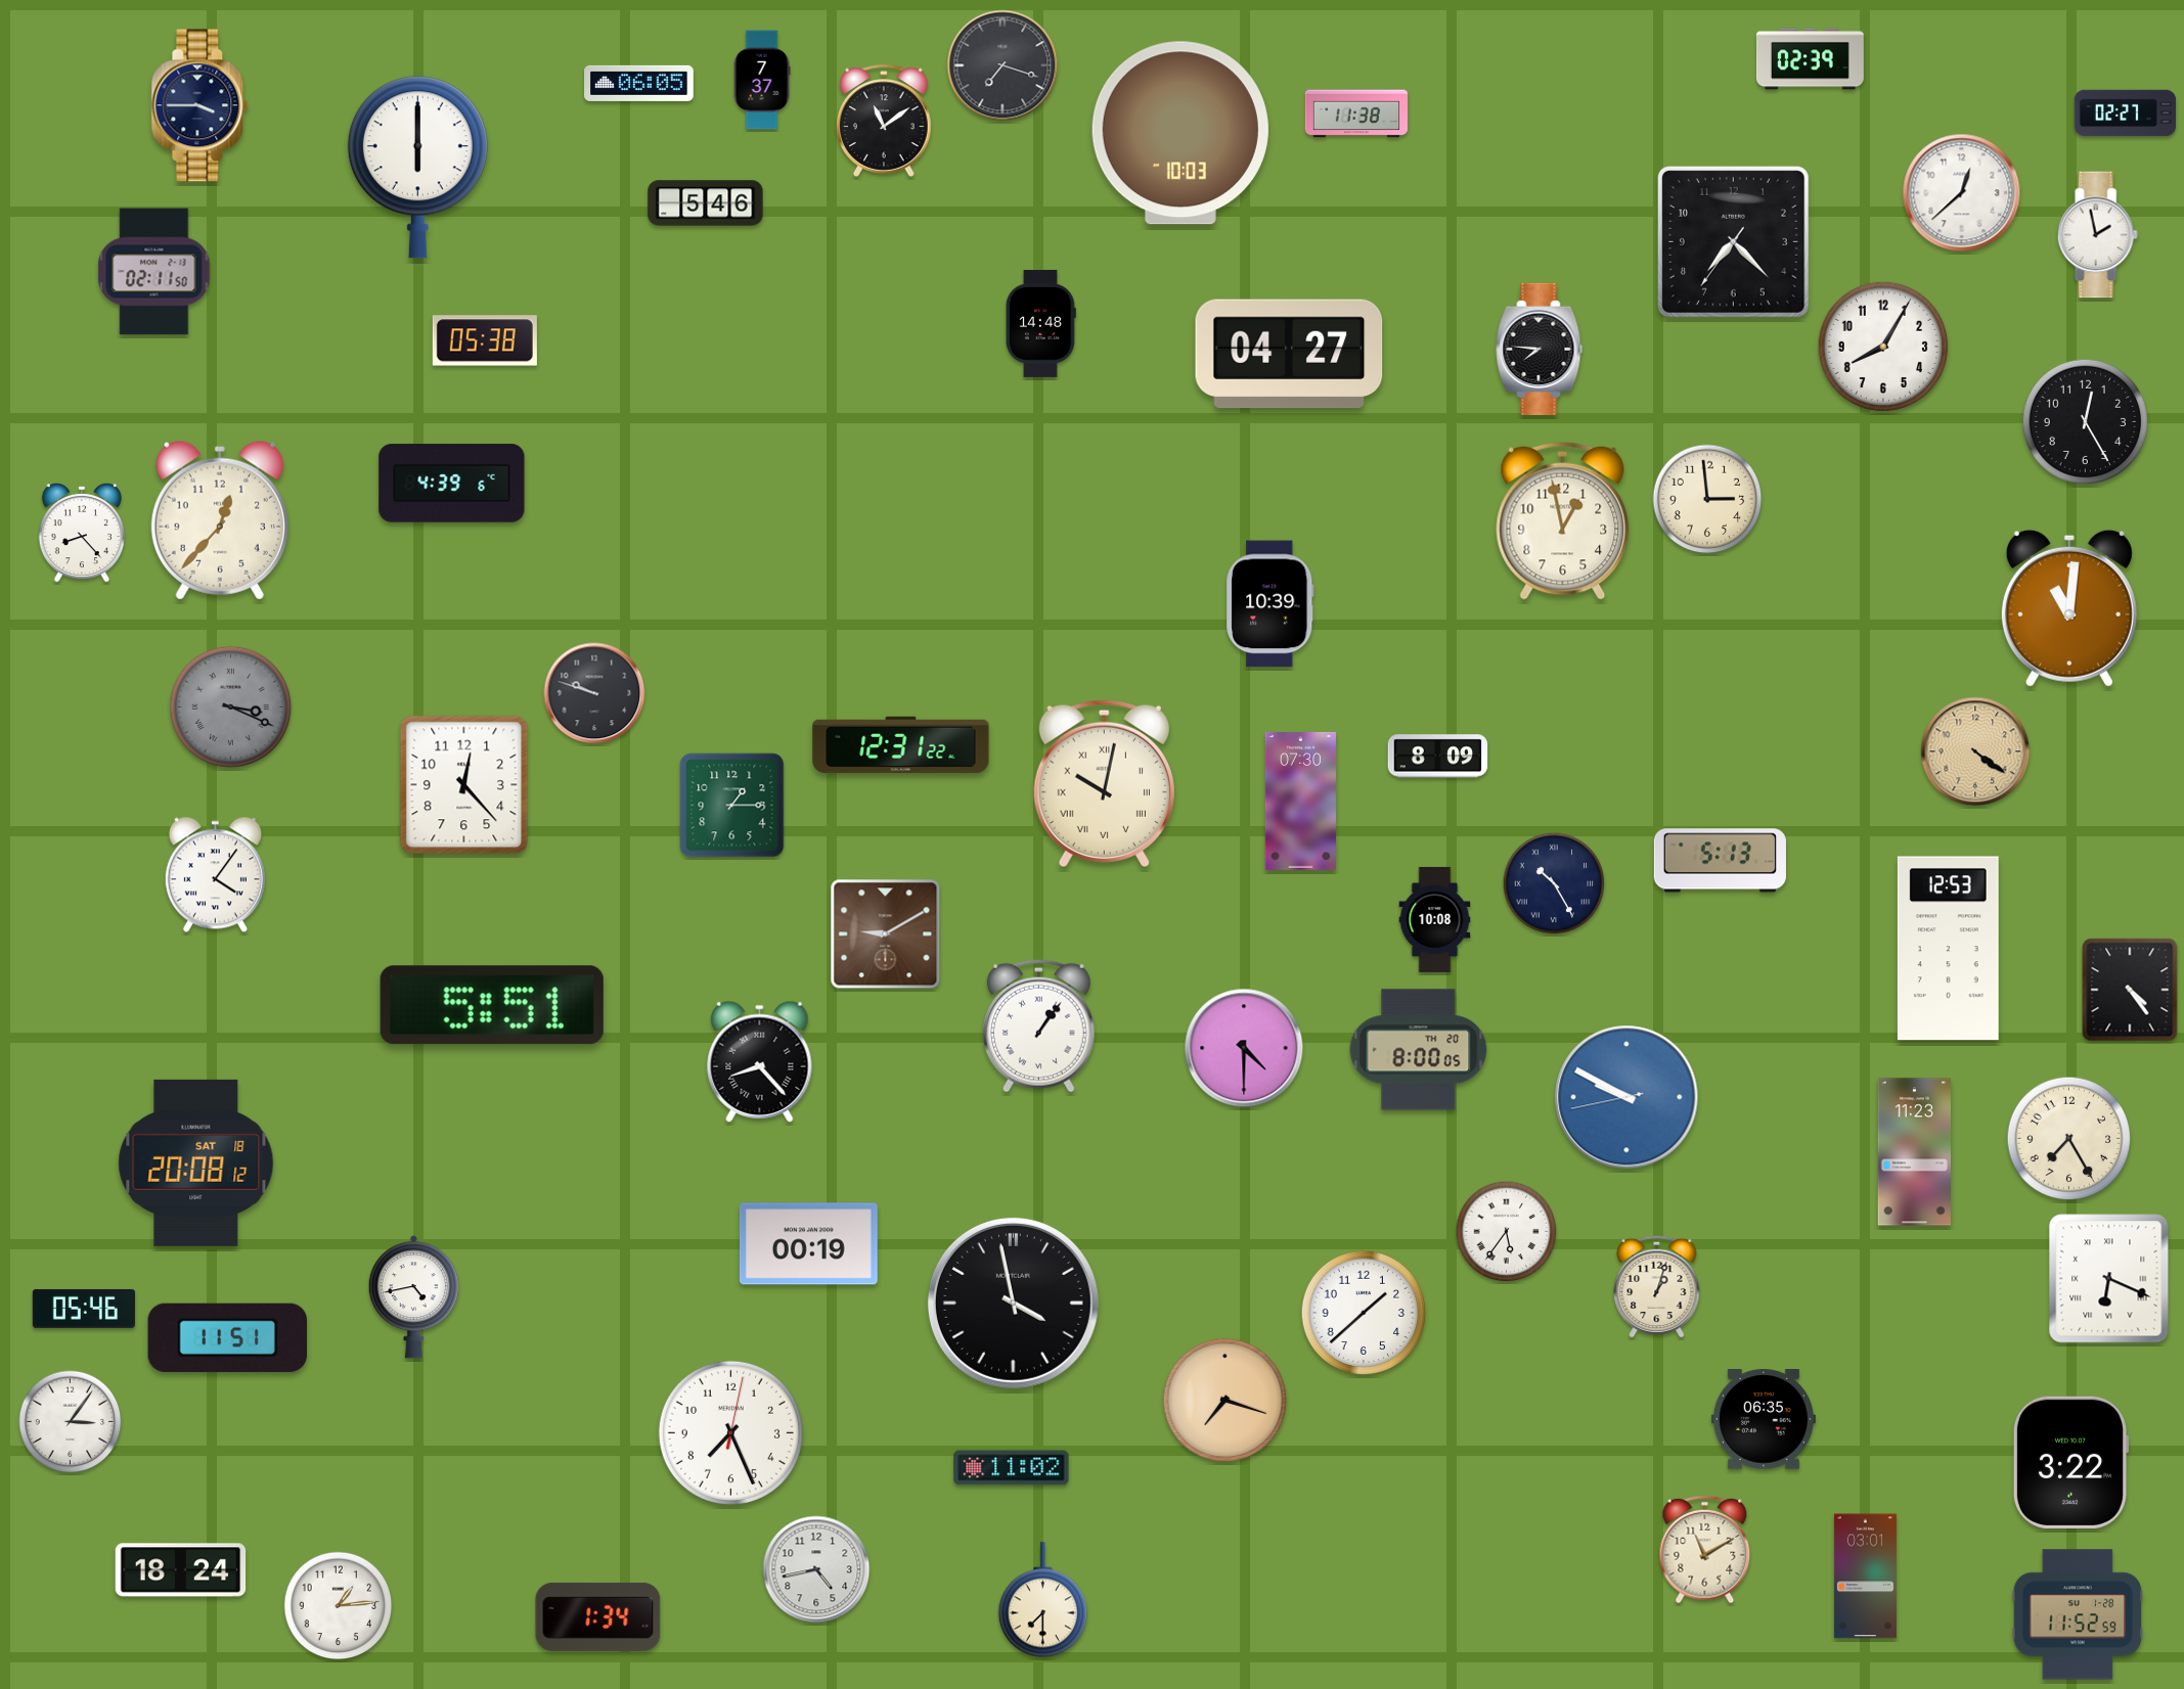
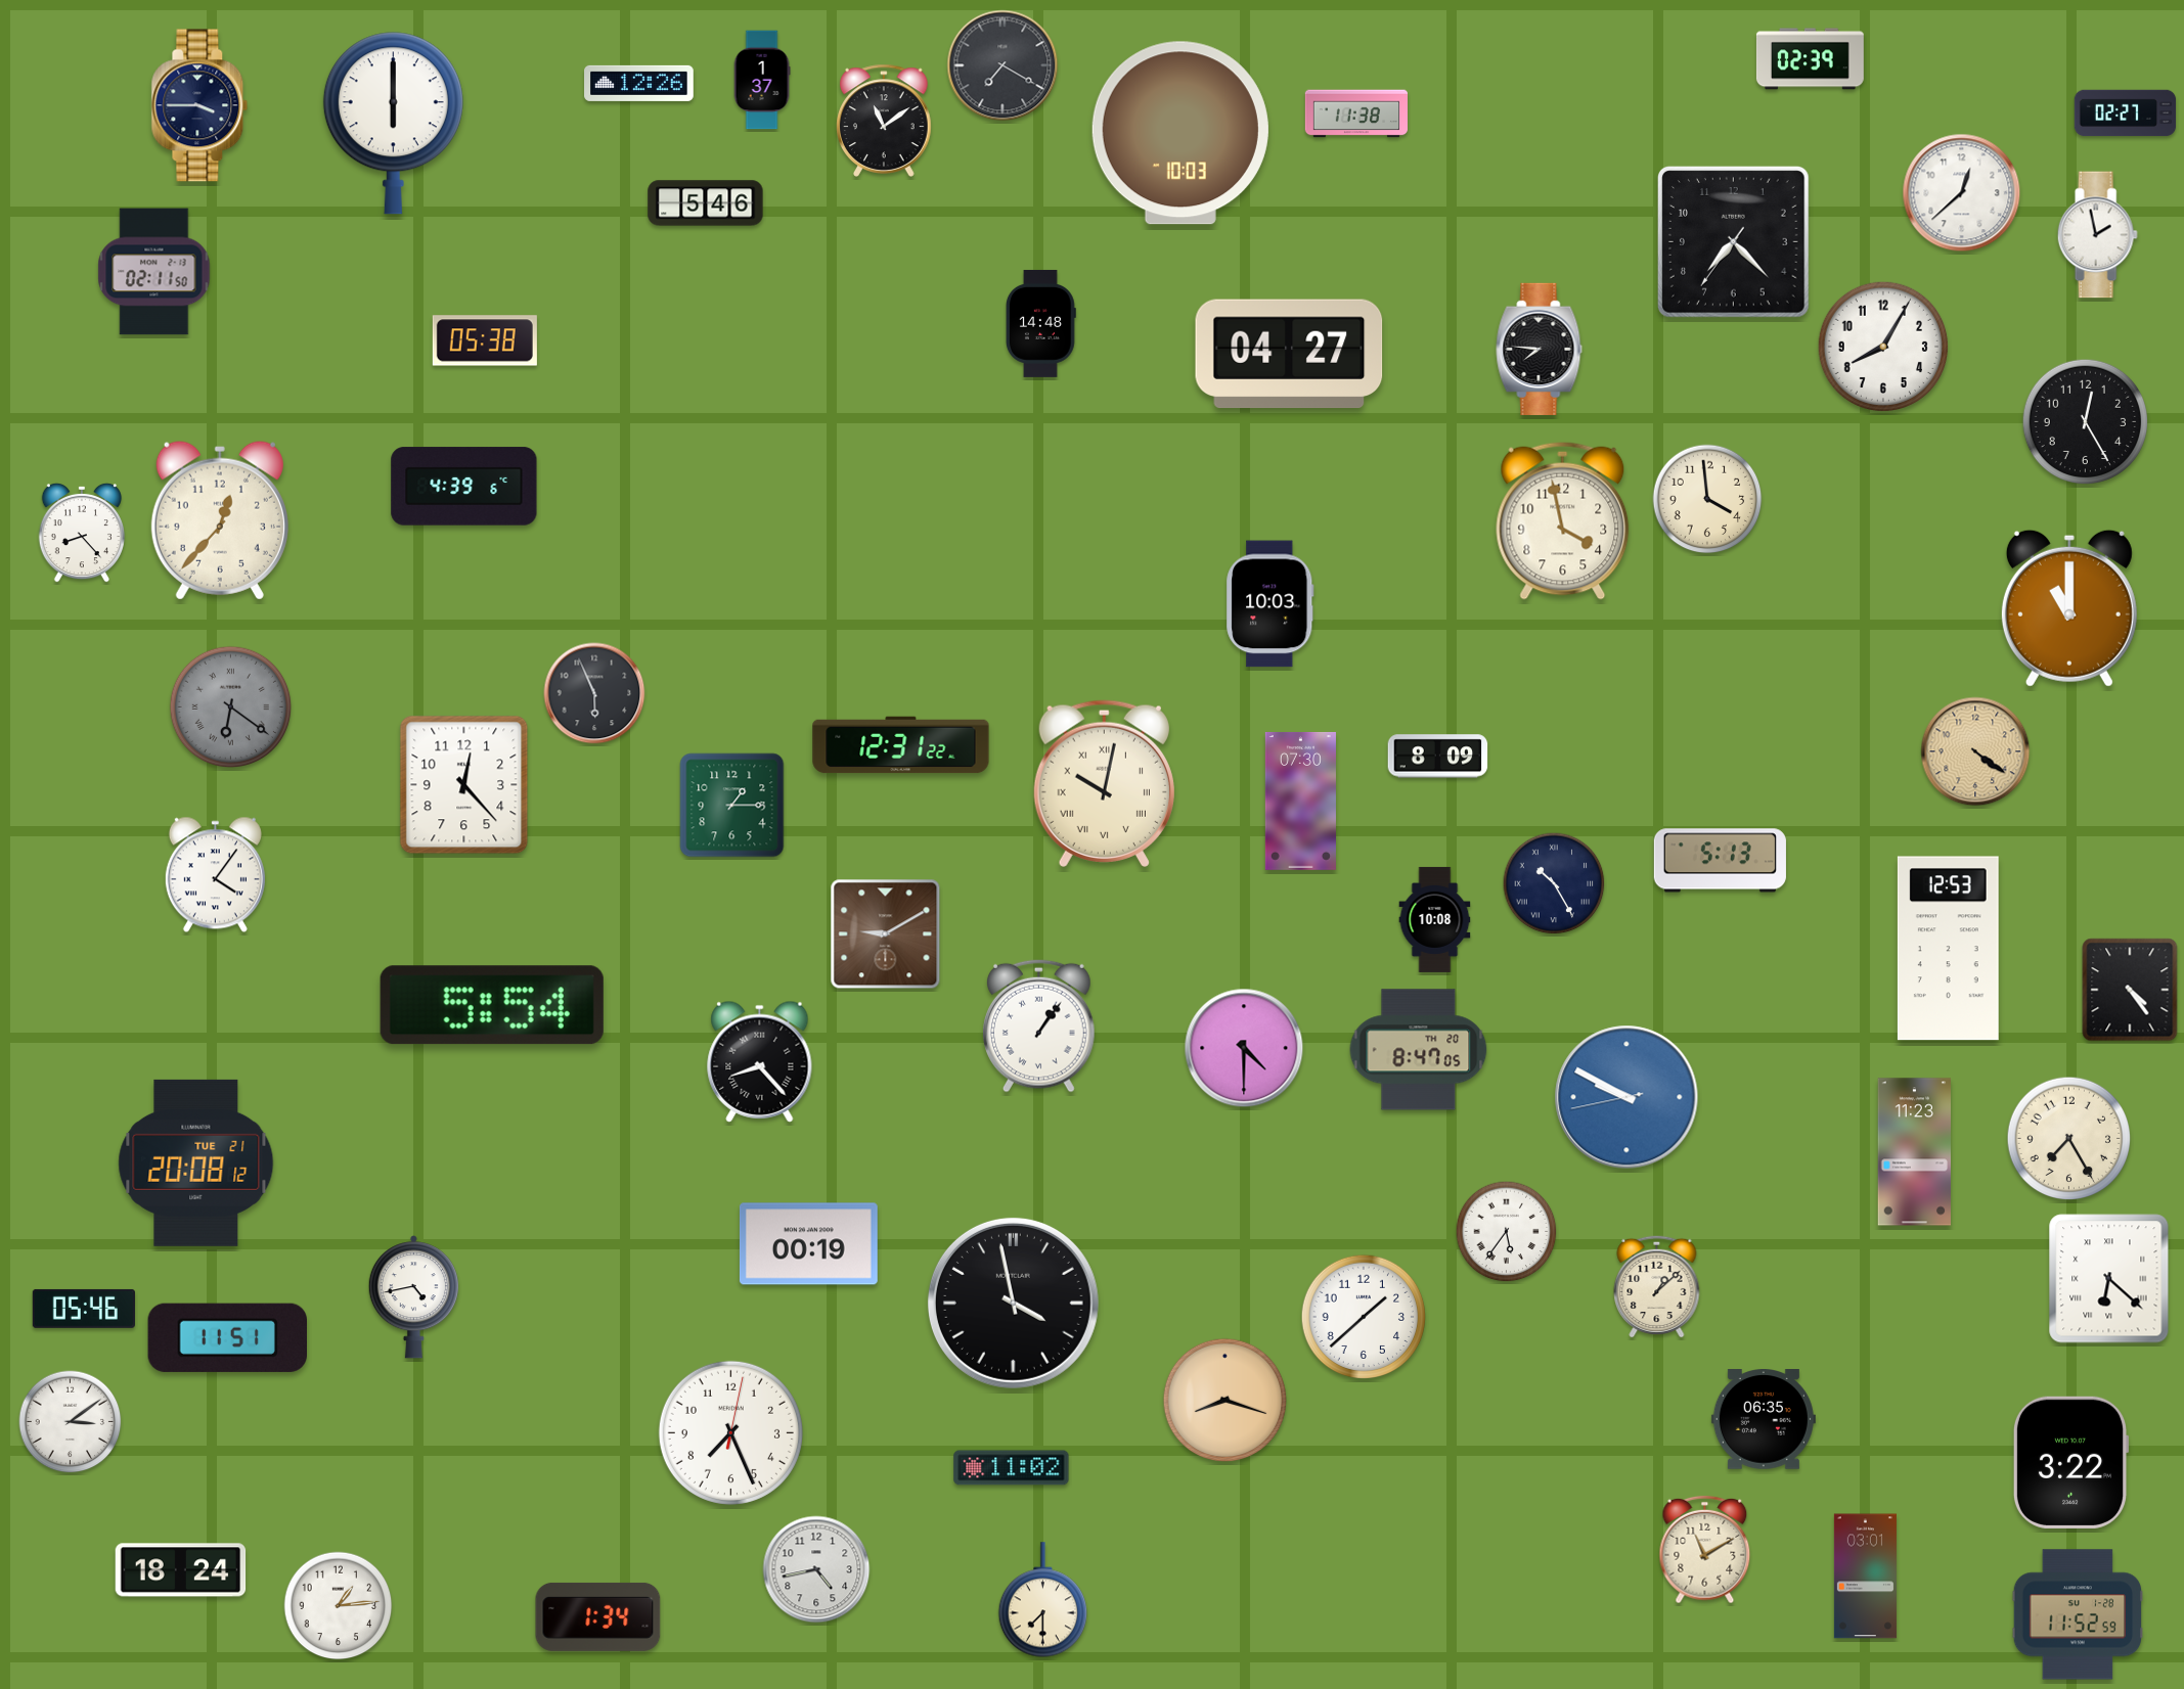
clock at (1002, 65): 7:18 -> 7:20
clock at (762, 80): 7:37 -> 1:37
clock at (639, 83): 06:05 -> 12:26
clock at (417, 168) position: (417, 168) -> (393, 124)
clock at (452, 484) position: (452, 484) -> (464, 487)
clock at (1707, 499): 2:59 -> 3:59
clock at (1563, 520): 12:58 -> 3:58
clock at (1271, 604): 10:39 -> 10:03
clock at (2069, 608): 11:01 -> 11:00
clock at (594, 693): 9:48 -> 5:56
clock at (231, 707): 3:19 -> 6:21
clock at (492, 1005): 5:51 -> 5:54
clock at (1419, 1050): 8:00 -> 8:47
clock at (196, 1162) date: SAT 18 -> TUE 21
clock at (2109, 1279): 6:19 -> 6:22
clock at (1657, 1286): 1:03 -> 1:08
clock at (1364, 1313) position: (1364, 1313) -> (1364, 1317)
clock at (1225, 1401): 7:18 -> 8:18
clock at (71, 1422): 3:06 -> 3:09
